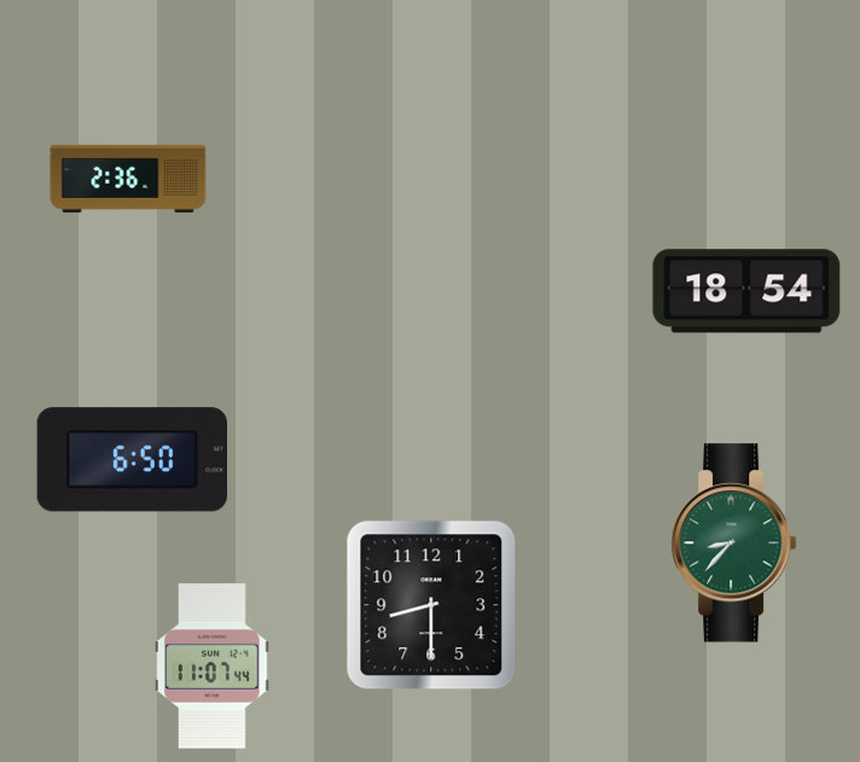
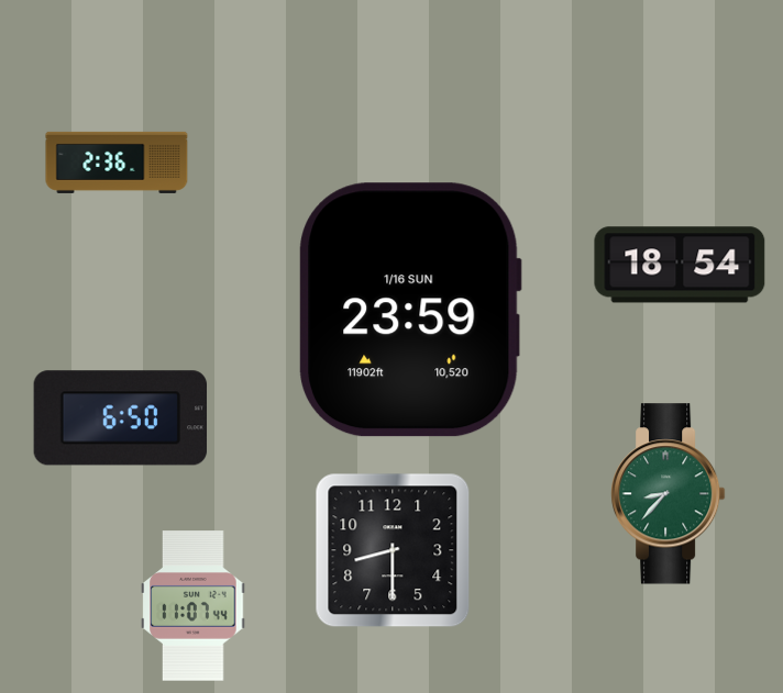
clock at (410, 310): none -> 23:59
